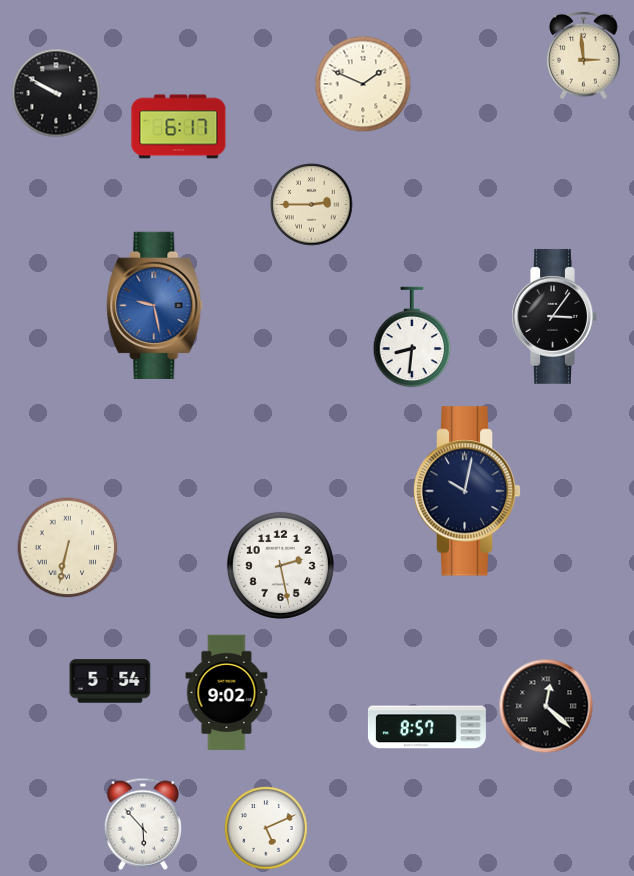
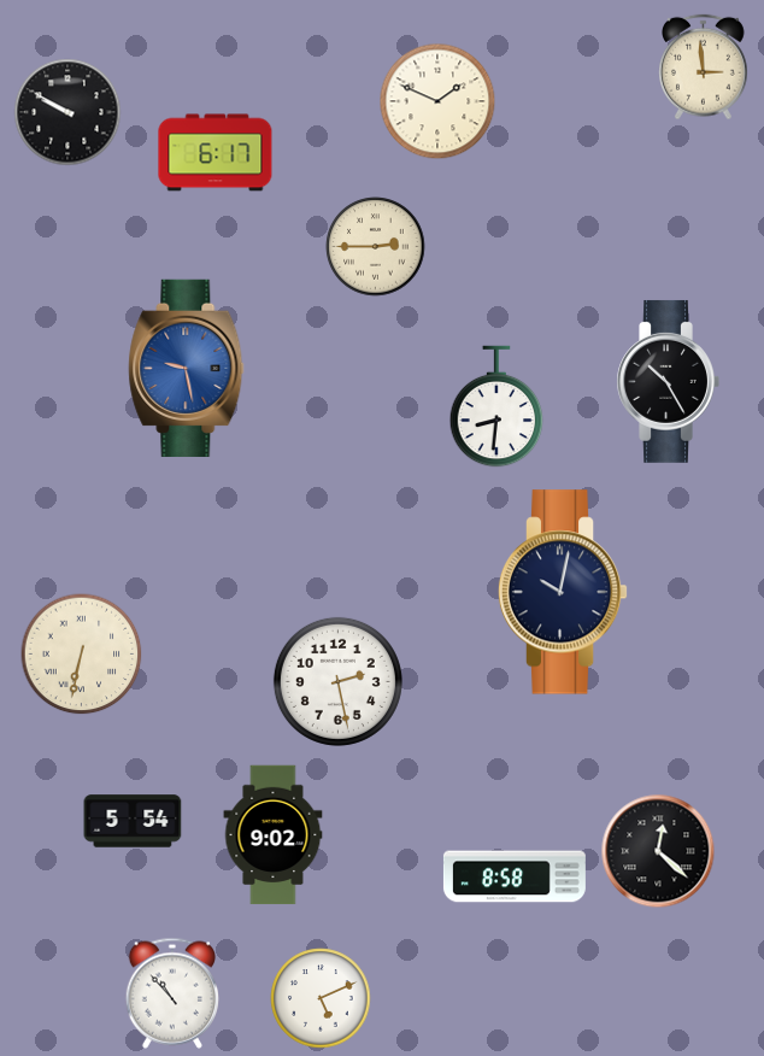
clock at (554, 316): 3:06 -> 10:25
clock at (68, 548) position: (68, 548) -> (82, 655)
clock at (427, 727): 8:57 -> 8:58
clock at (142, 824): 5:53 -> 10:53
